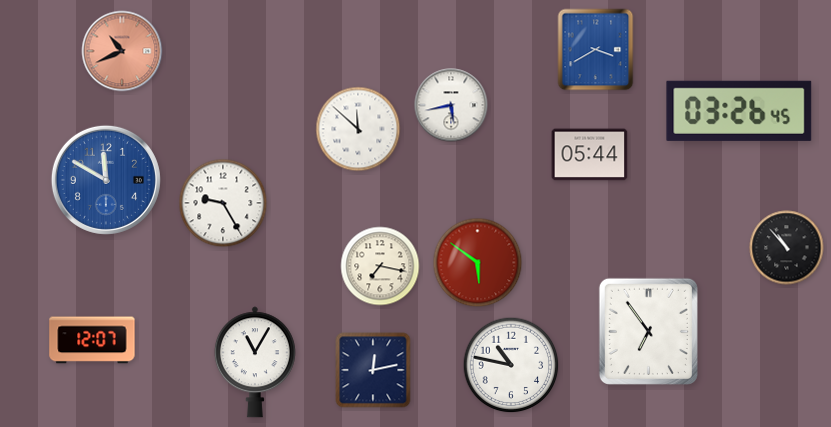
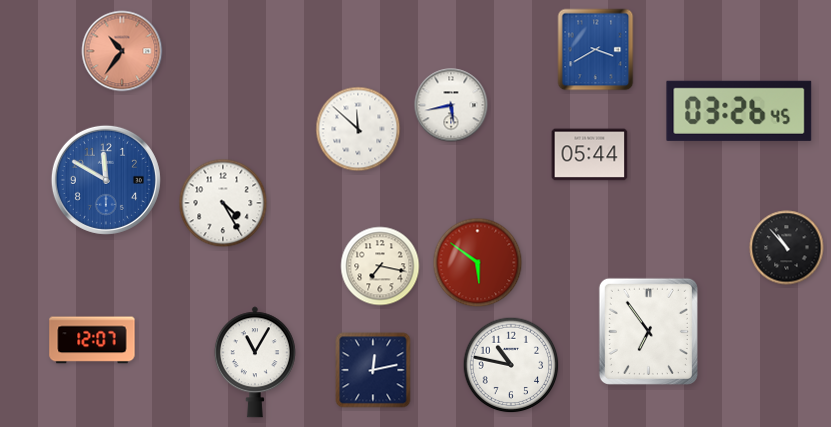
clock at (122, 51): 10:41 -> 10:36
clock at (223, 203): 9:25 -> 4:25
